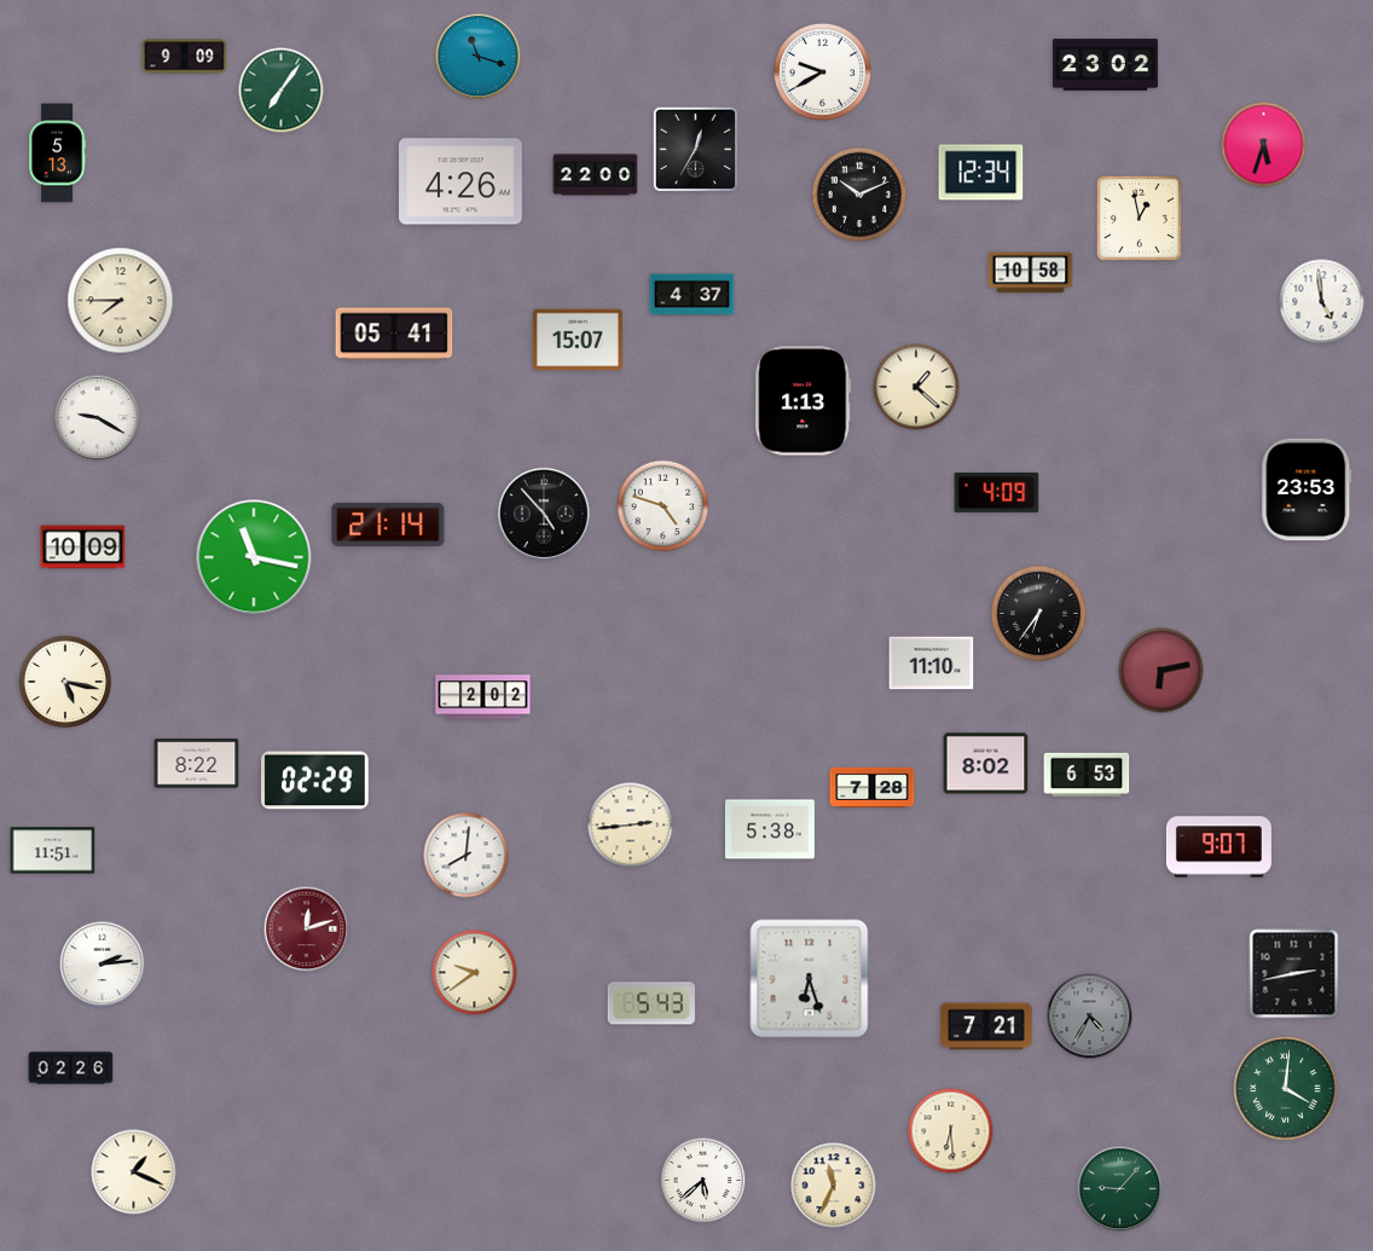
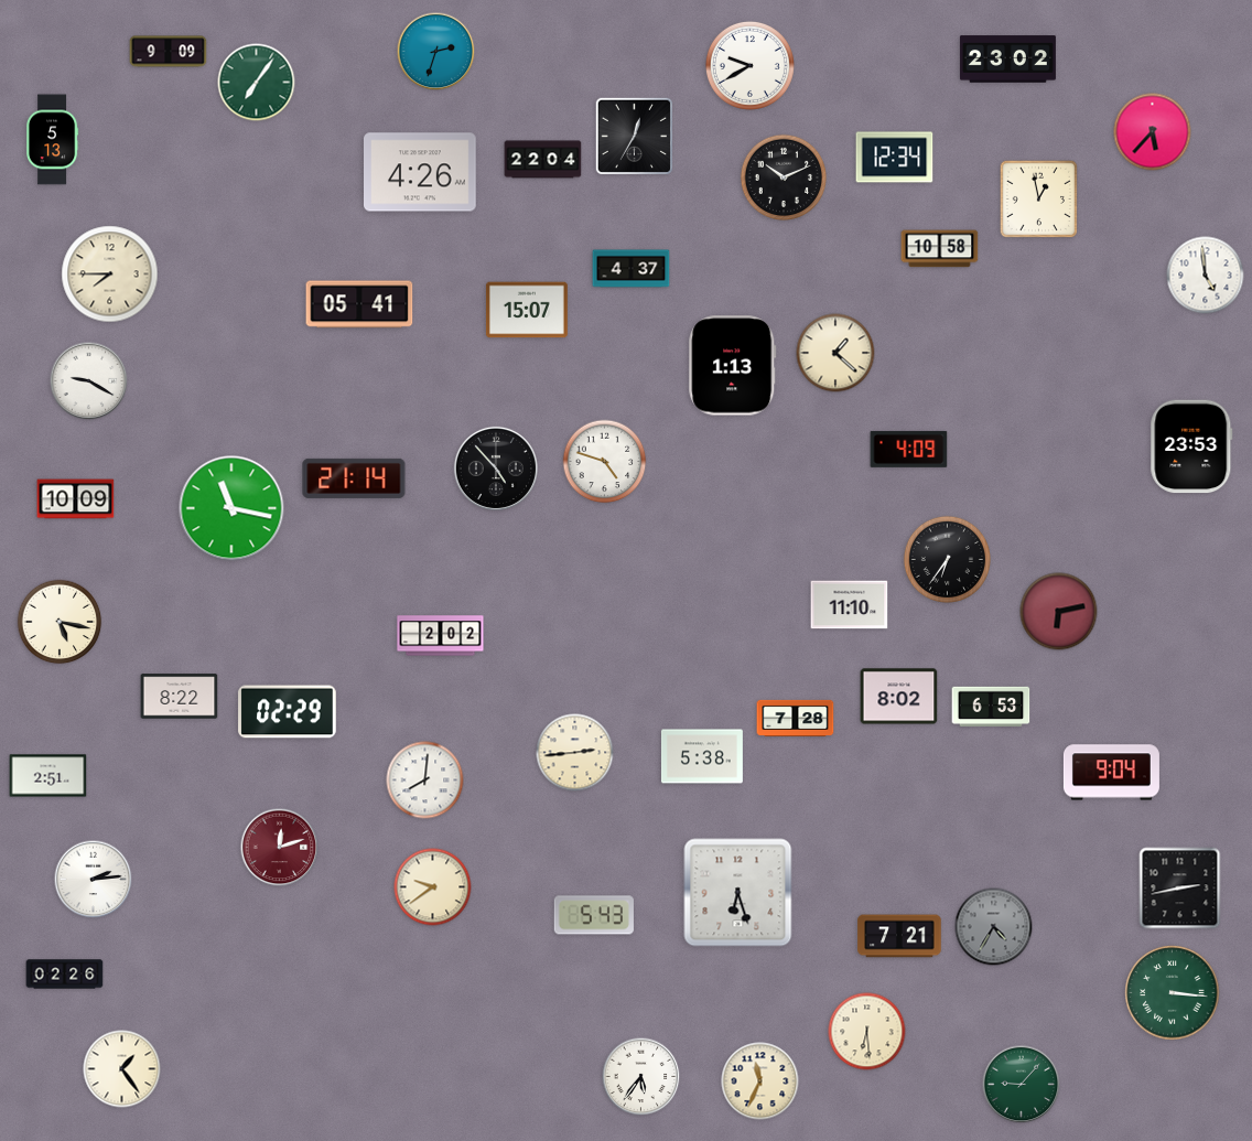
clock at (479, 57): 11:18 -> 2:33
clock at (1264, 145): 5:33 -> 5:37
clock at (596, 175): 22:00 -> 22:04
clock at (462, 181) position: (462, 181) -> (421, 172)
clock at (1218, 847): 9:07 -> 9:04
clock at (53, 851): 11:51 -> 2:51
clock at (1286, 1089): 4:01 -> 3:16
clock at (134, 1172): 1:19 -> 1:24
clock at (703, 1181): 5:38 -> 5:36
